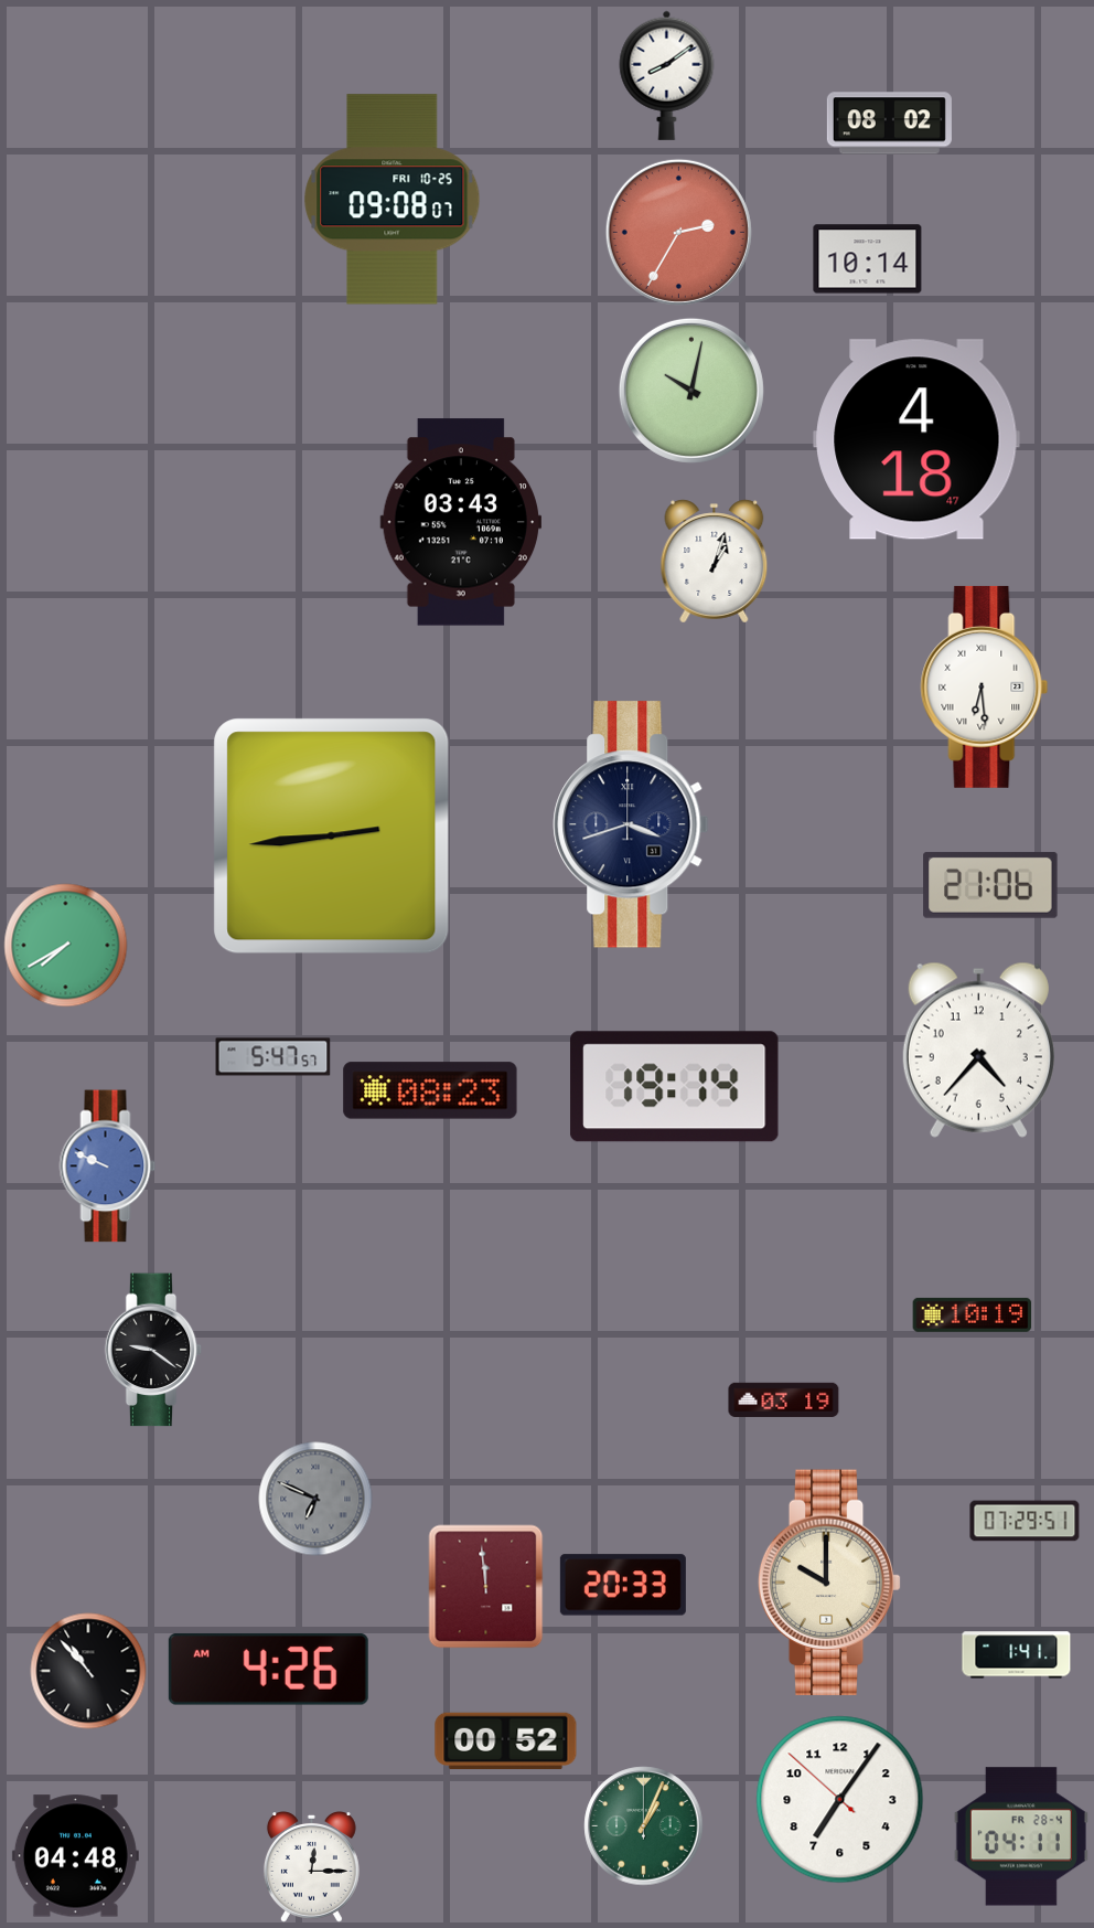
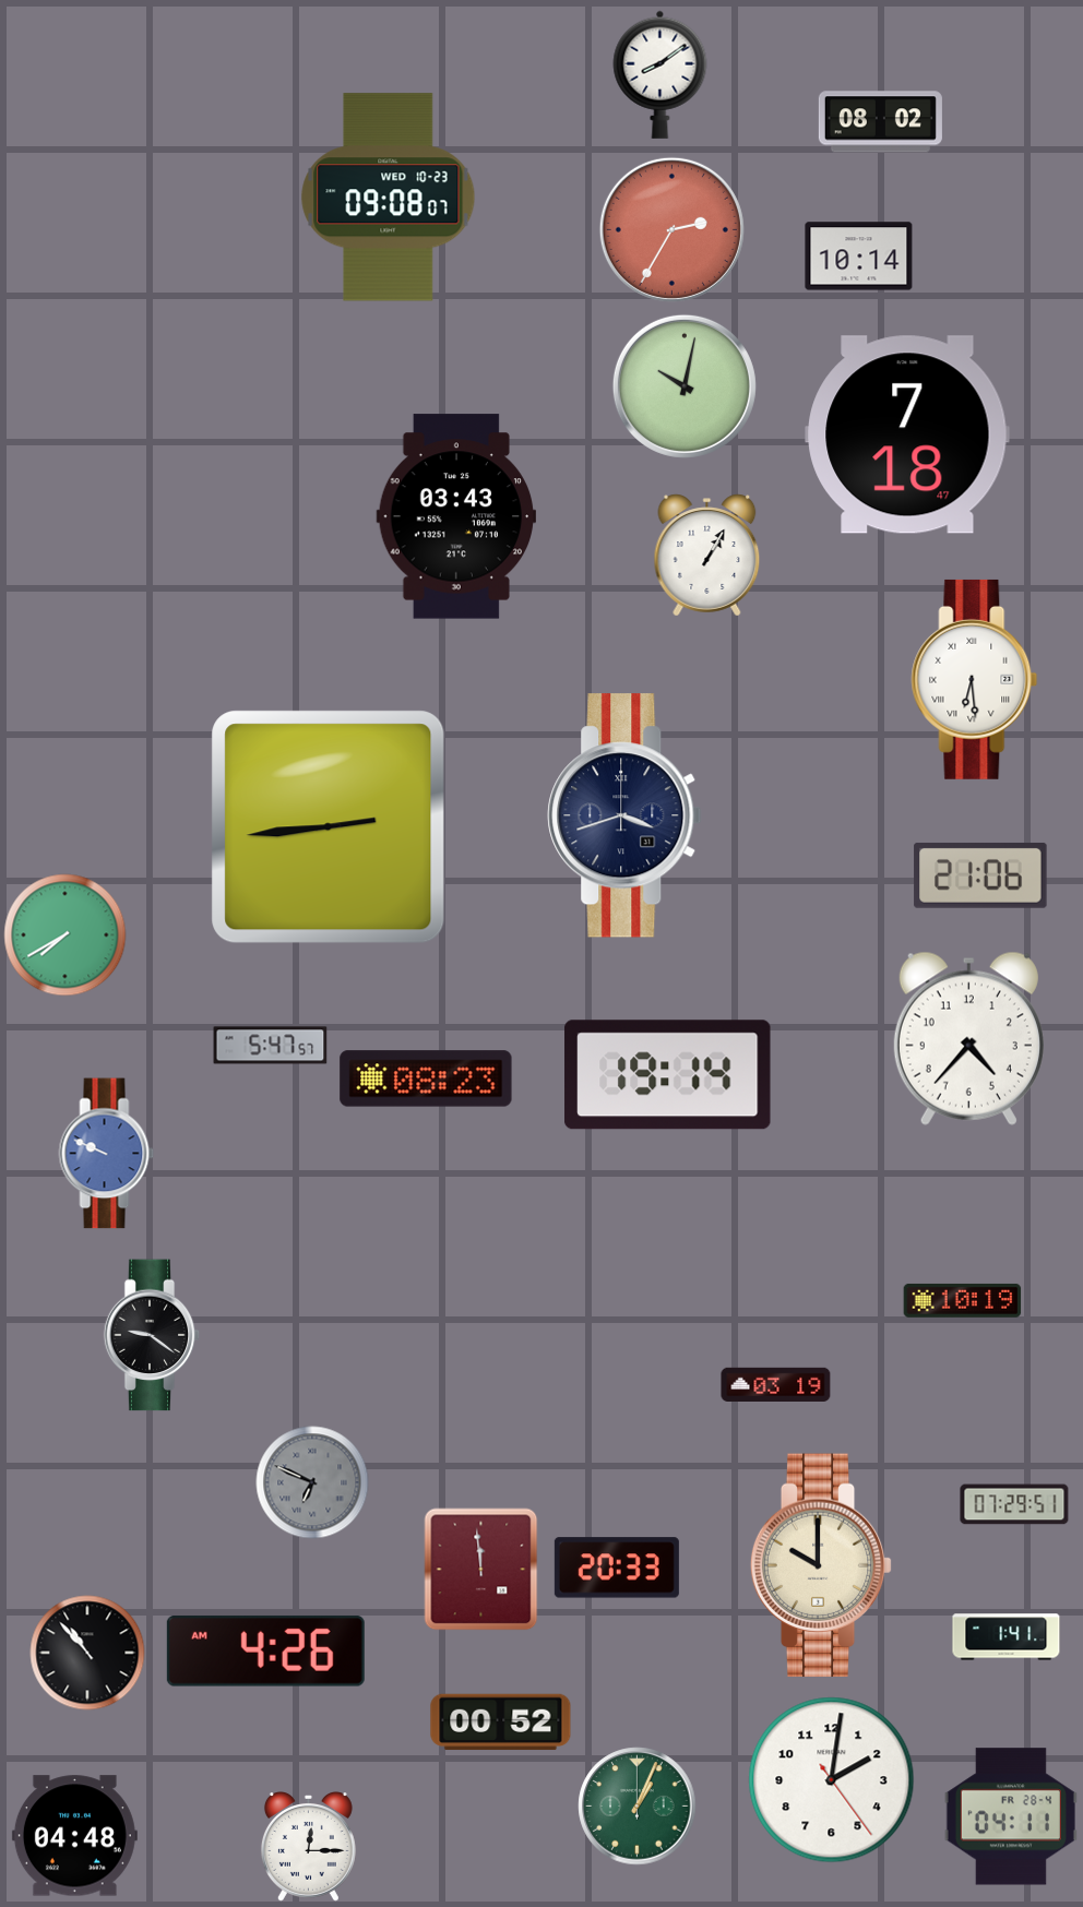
clock at (393, 200) date: FRI 10-25 -> WED 10-23
clock at (916, 439): 4:18 -> 7:18
clock at (715, 562): 1:03 -> 1:05
clock at (840, 1800): 7:05 -> 2:01
